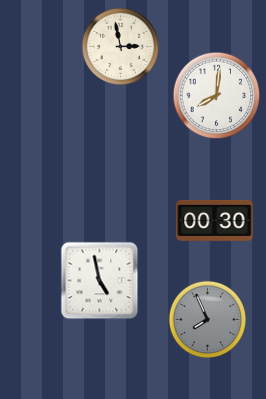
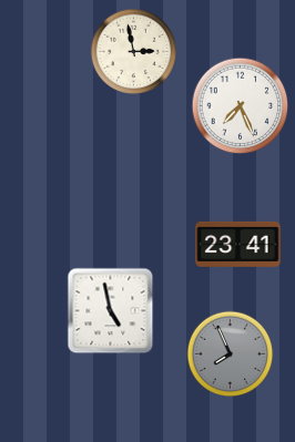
clock at (216, 95): 8:01 -> 7:26
clock at (215, 220): 00:30 -> 23:41
